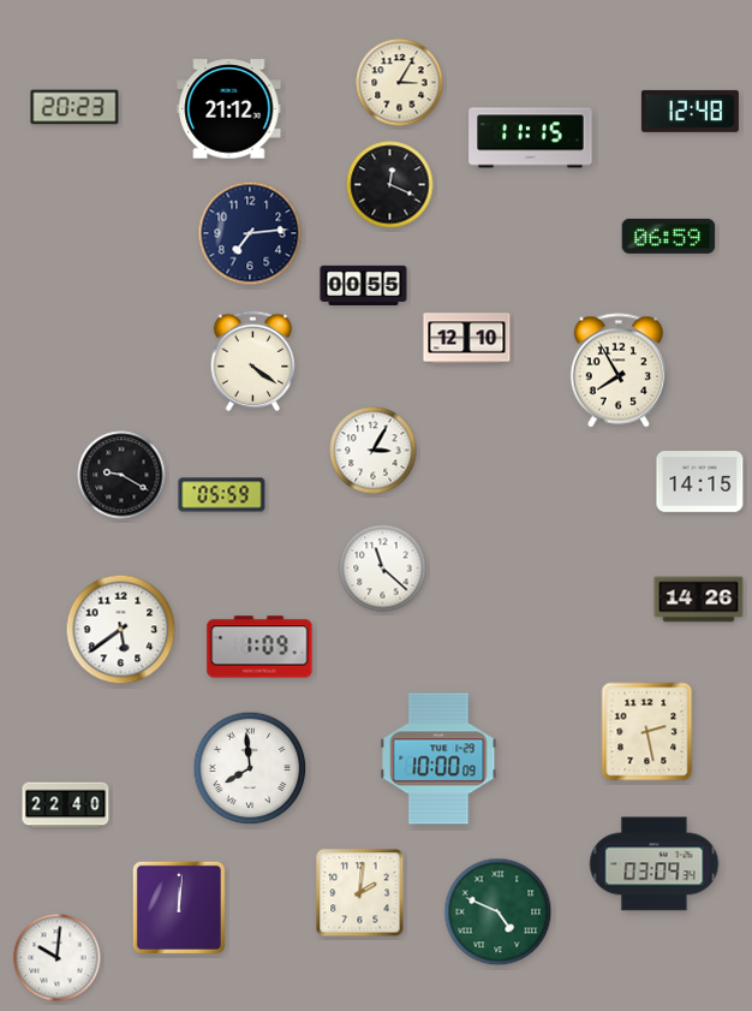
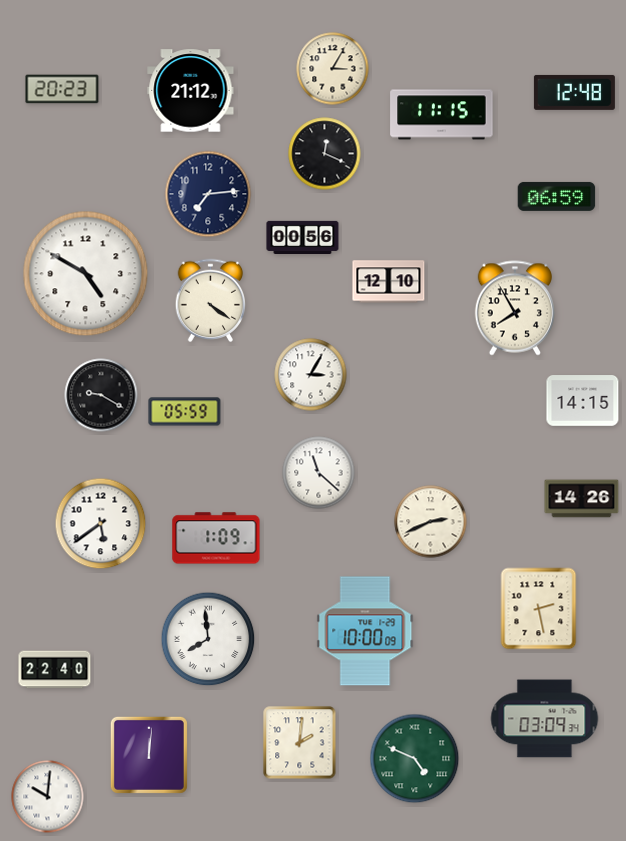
clock at (364, 285): 00:55 -> 00:56
clock at (86, 274): none -> 4:50
clock at (431, 522): none -> 2:41
